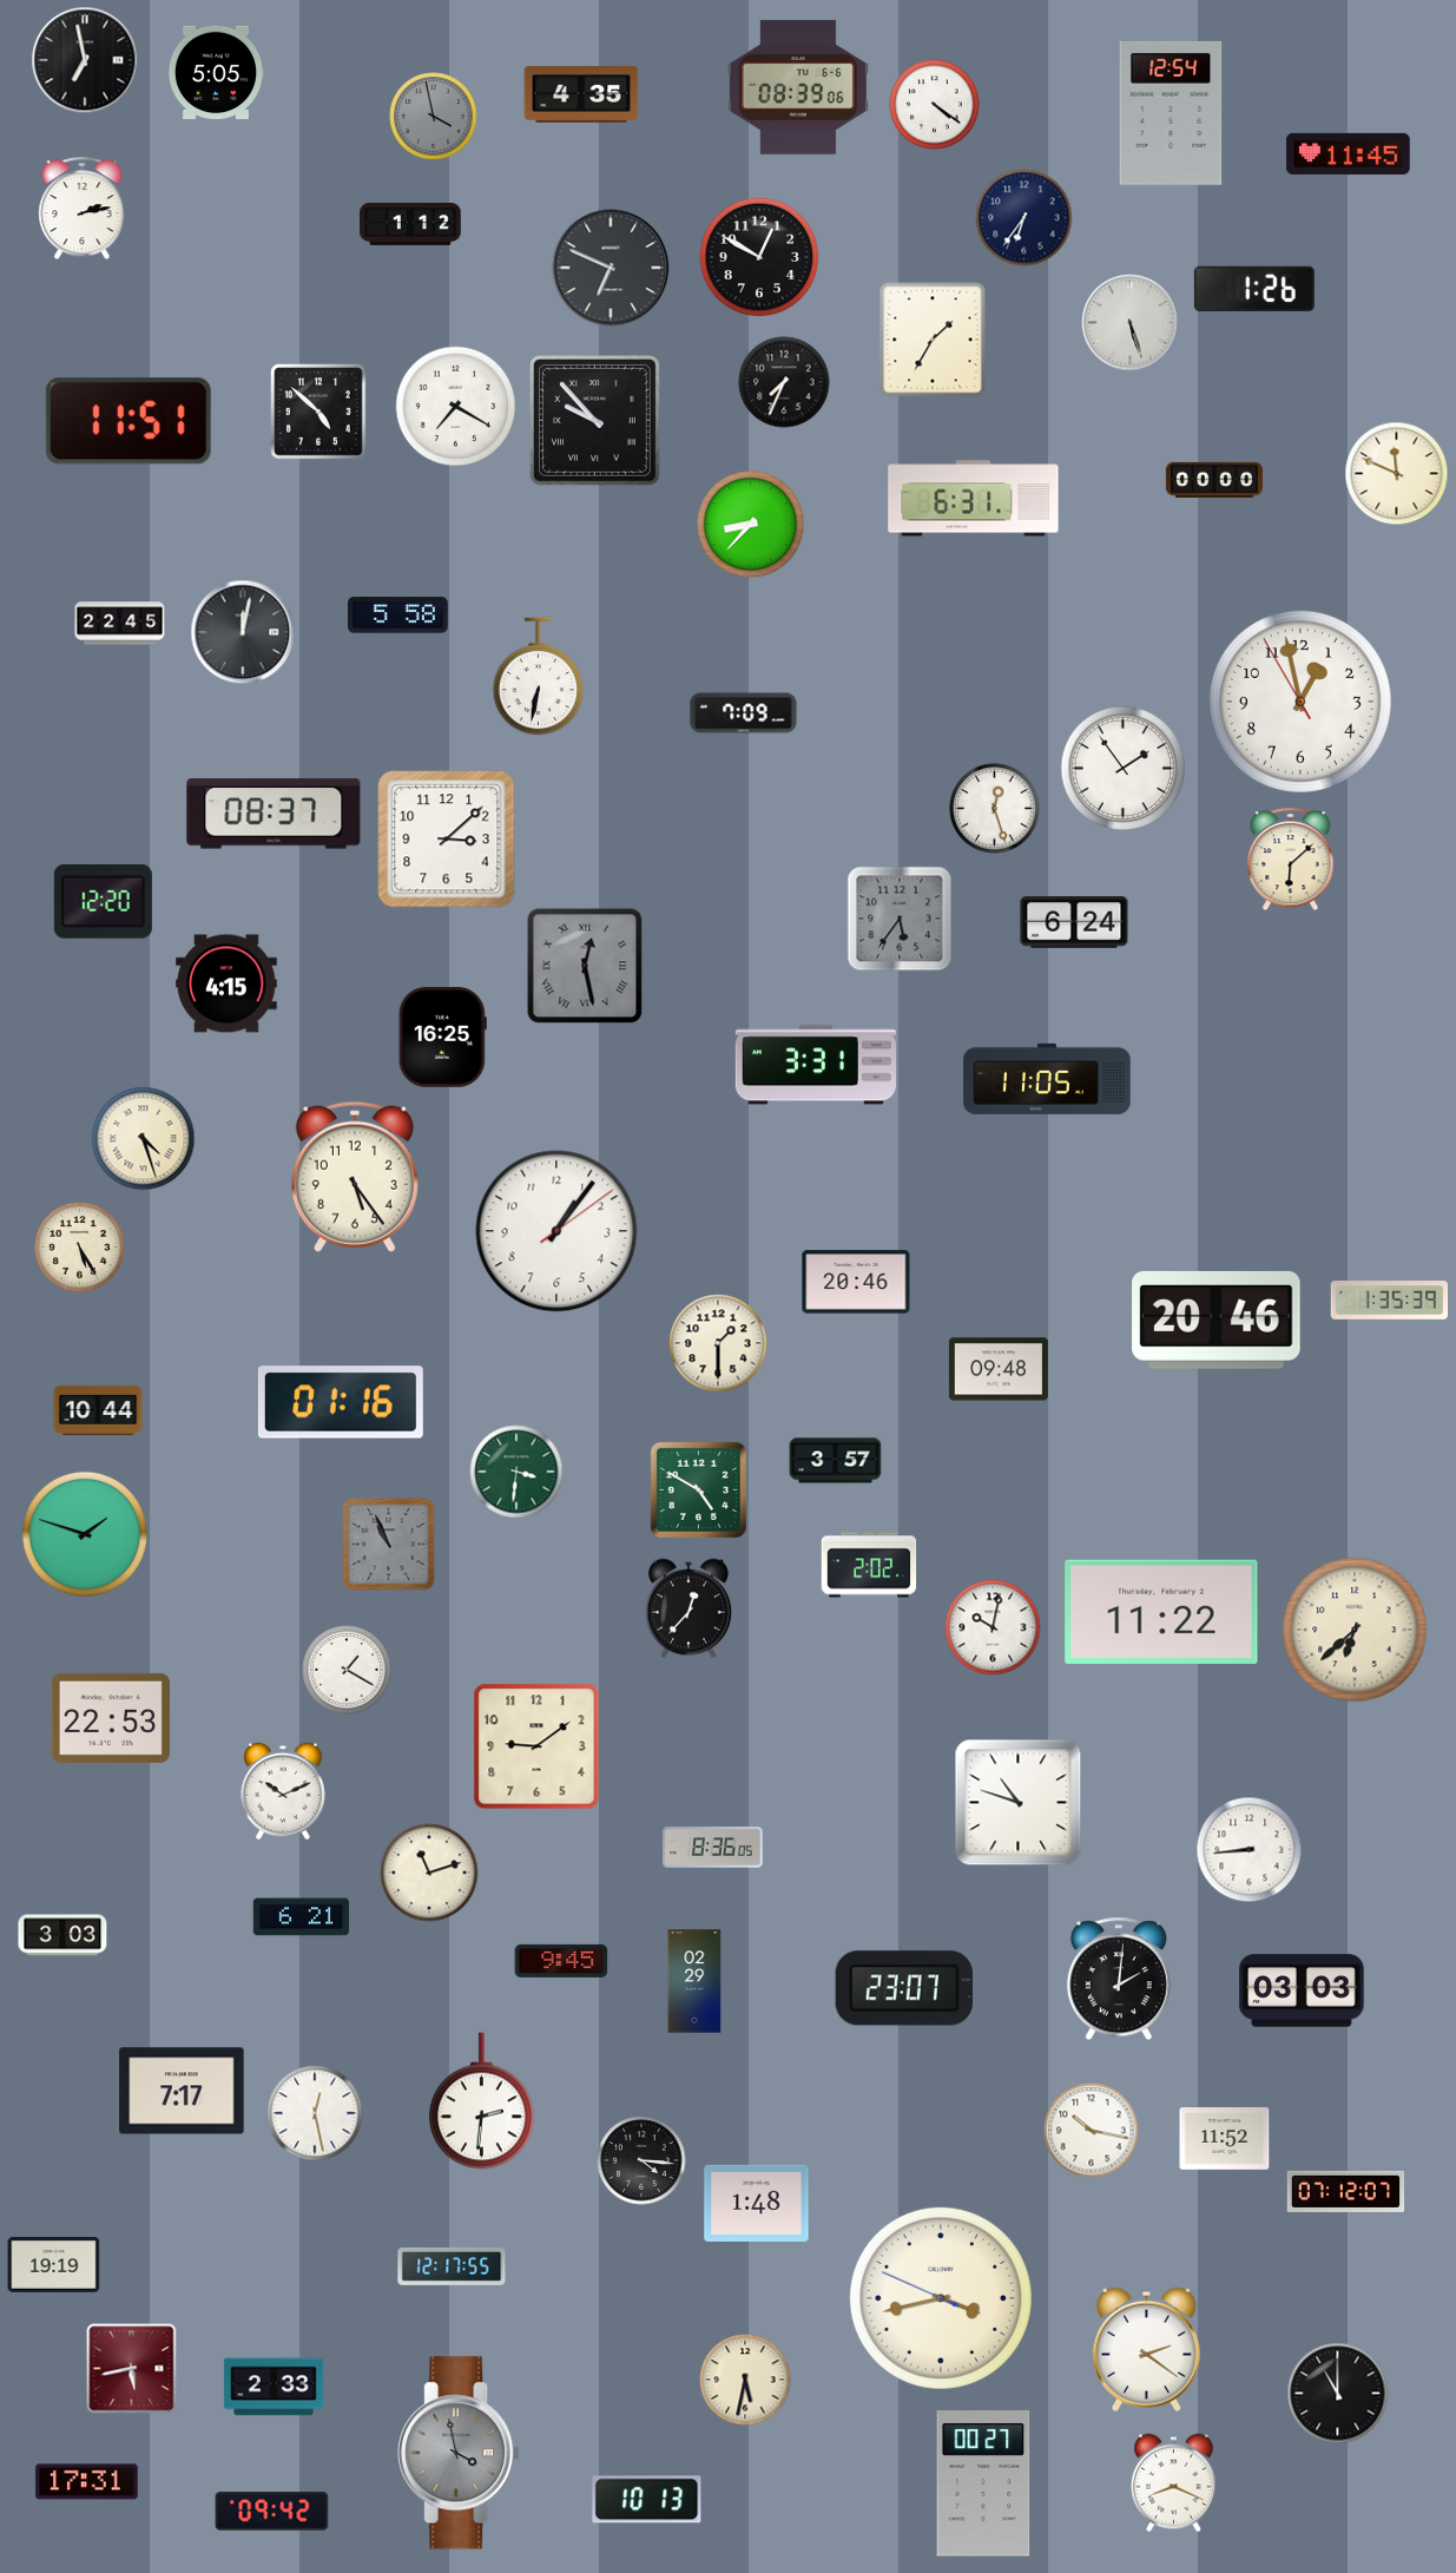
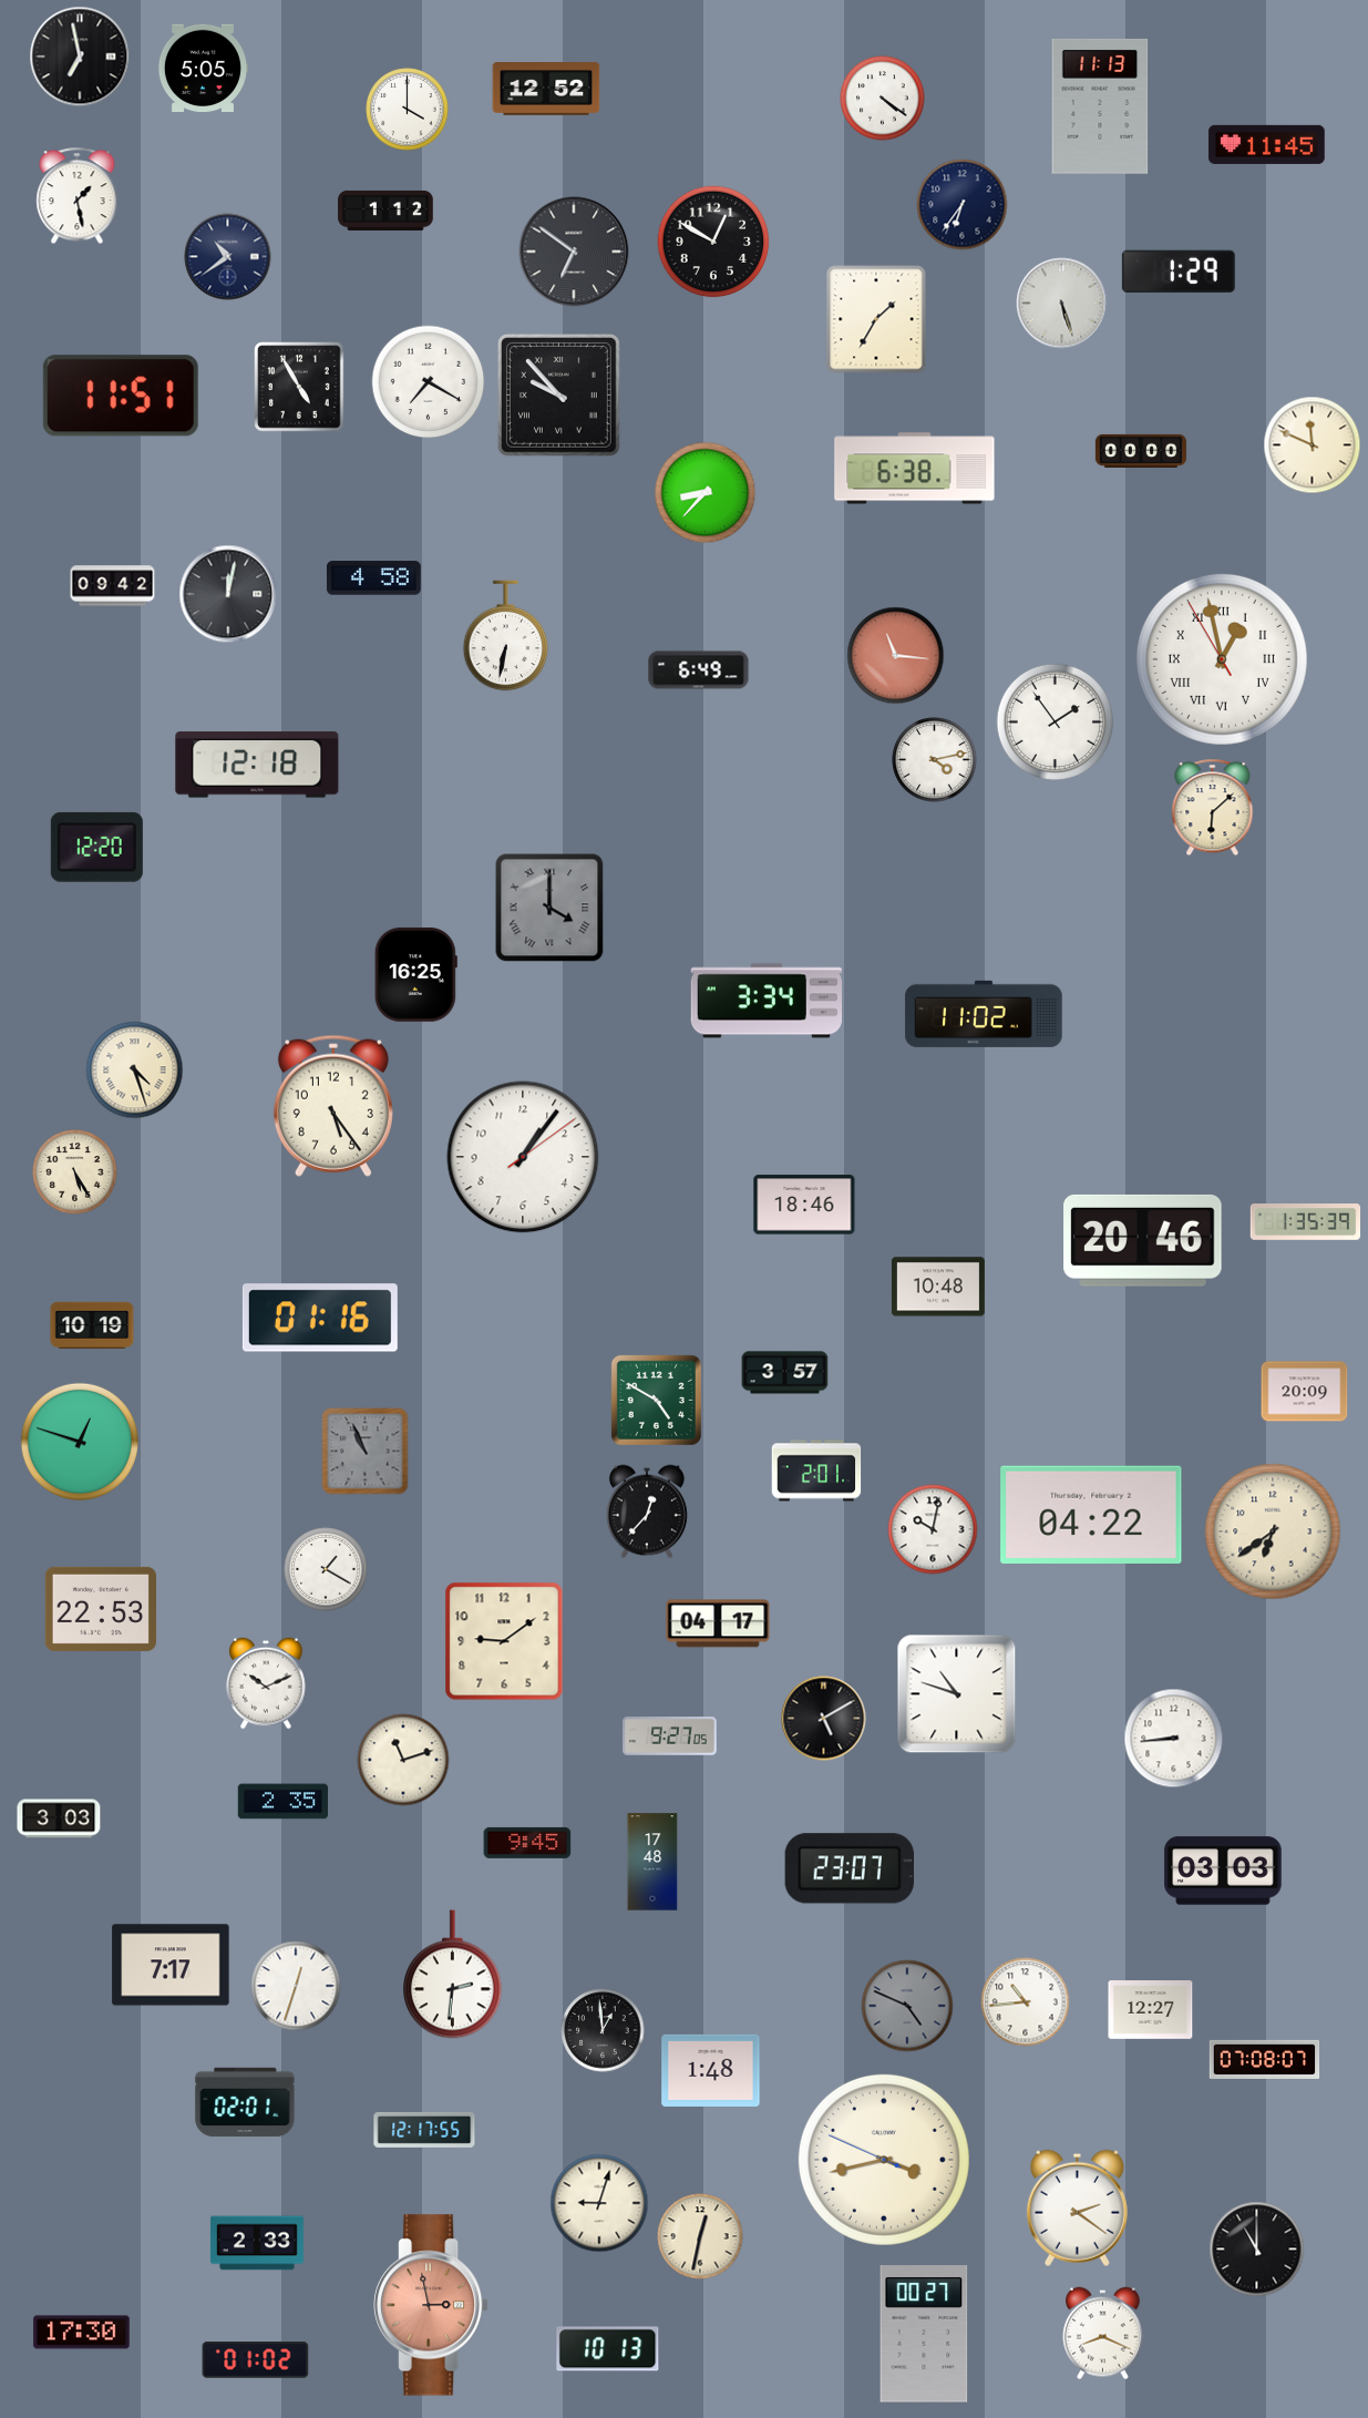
clock at (798, 87): 08:39 -> none
clock at (581, 96): 4:35 -> 12:52
clock at (935, 105) position: (935, 105) -> (883, 99)
clock at (1171, 113): 12:54 -> 11:13
clock at (434, 117): 3:58 -> 4:00
clock at (434, 117) dial: grey -> white
clock at (83, 209): 2:13 -> 1:28
clock at (611, 268): 6:49 -> 6:51
clock at (228, 257): none -> 10:39
clock at (1254, 289): 1:26 -> 1:29
clock at (784, 382): 7:34 -> none
clock at (318, 412): 4:52 -> 4:55
clock at (974, 499): 6:31 -> 6:38
clock at (397, 616): 5:58 -> 4:58
clock at (120, 624): 22:45 -> 09:42
clock at (896, 656): none -> 11:16
clock at (1300, 702) numerals: Arabic -> Roman
clock at (744, 713): 7:09 -> 6:49
clock at (995, 809): 12:27 -> 4:13
clock at (274, 814): 08:37 -> 12:18
clock at (447, 840): 3:08 -> none
clock at (900, 919): 5:36 -> none
clock at (1074, 922): 6:24 -> none
clock at (585, 966): 12:28 -> 4:00
clock at (226, 983): 4:15 -> none
clock at (815, 1065): 3:31 -> 3:34
clock at (1047, 1079): 11:05 -> 11:02
clock at (856, 1282): 20:46 -> 18:46
clock at (718, 1343): 1:30 -> none
clock at (999, 1369): 09:48 -> 10:48
clock at (98, 1410): 10:44 -> 10:19
clock at (516, 1472): 3:31 -> none
clock at (1305, 1392): none -> 20:09
clock at (85, 1534): 1:48 -> 12:48
clock at (869, 1565): 2:02 -> 2:01
clock at (1161, 1611): 11:22 -> 04:22
clock at (1355, 1630): 6:38 -> 6:39
clock at (111, 1718) position: (111, 1718) -> (101, 1609)
clock at (718, 1623): none -> 04:17
clock at (824, 1719): none -> 5:10
clock at (713, 1848): 8:36 -> 9:27
clock at (301, 1917): 6:21 -> 2:35
clock at (1119, 1979): 2:01 -> none
clock at (694, 1981): 02:29 -> 17:48
clock at (315, 2113): 12:28 -> 12:33
clock at (1092, 2131): 10:17 -> 10:44
clock at (907, 2006): none -> 4:49
clock at (1225, 2139): 11:52 -> 12:27
clock at (641, 2160): 4:16 -> 12:59
clock at (1346, 2191): 07:12 -> 07:08
clock at (245, 2102): none -> 02:01
clock at (54, 2265): 19:19 -> none
clock at (599, 2203): none -> 9:03
clock at (132, 2369): 5:43 -> none
clock at (745, 2380): 5:32 -> 12:32
clock at (460, 2453): 3:58 -> 2:58
clock at (460, 2453) dial: grey -> salmon
clock at (87, 2482): 17:31 -> 17:30
clock at (272, 2512): 09:42 -> 01:02
